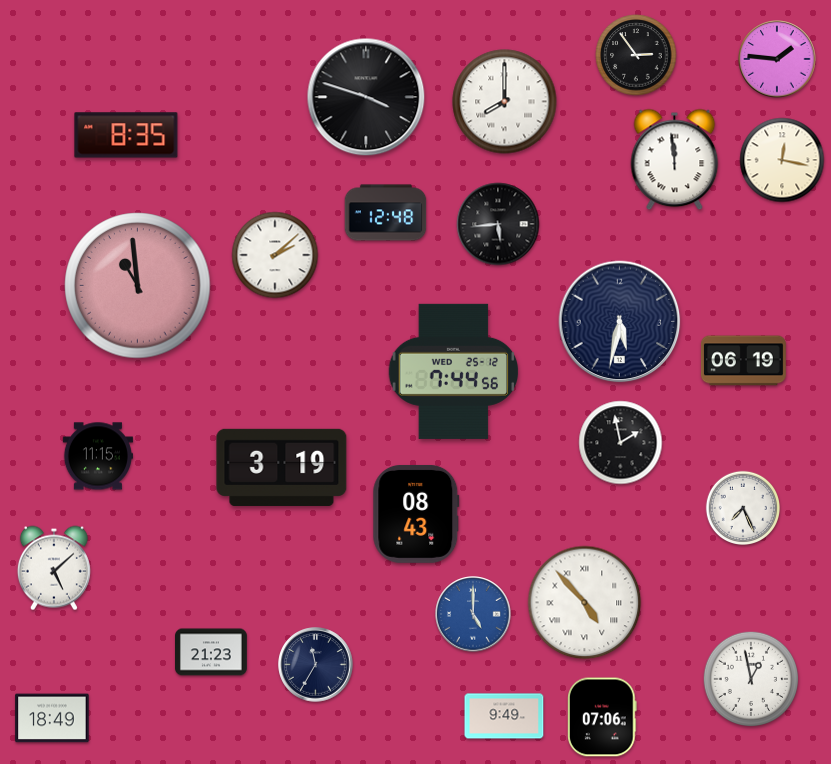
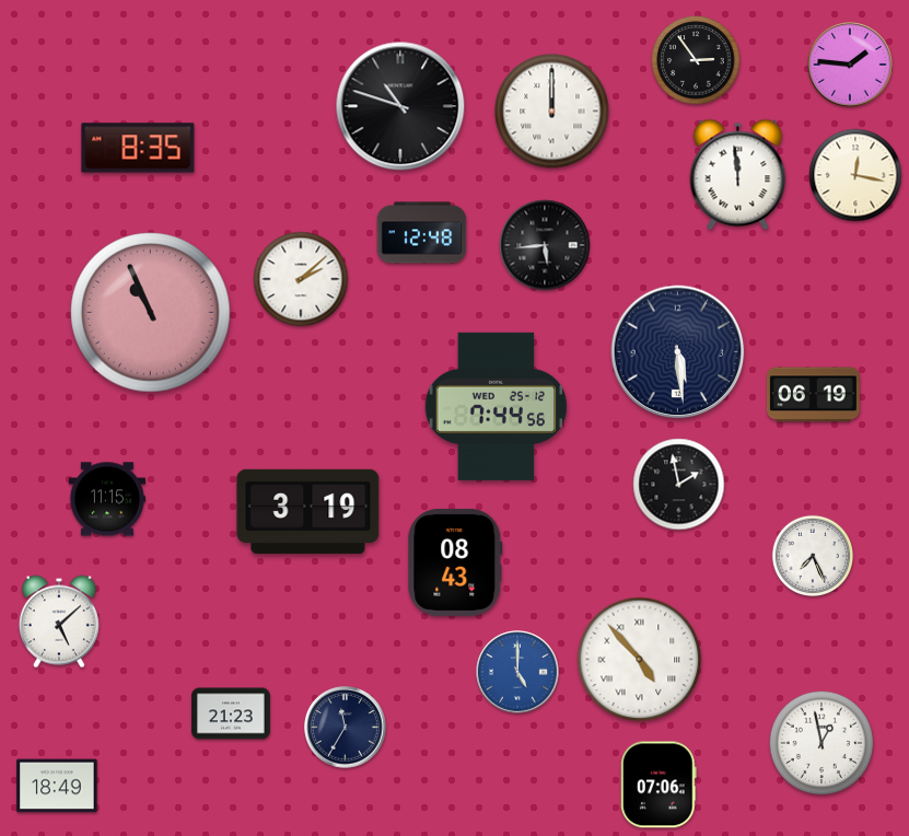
clock at (366, 97): 3:48 -> 10:48
clock at (505, 102): 8:00 -> 12:00
clock at (138, 286): 10:59 -> 10:56
clock at (620, 322): 5:32 -> 5:29
clock at (504, 716): 9:49 -> none
